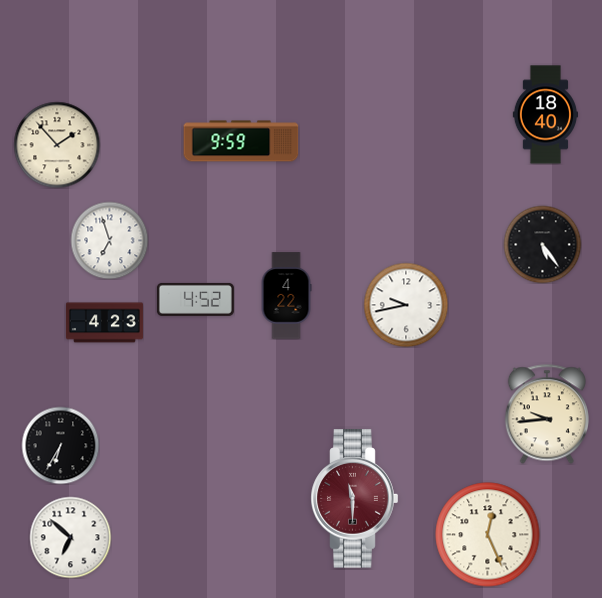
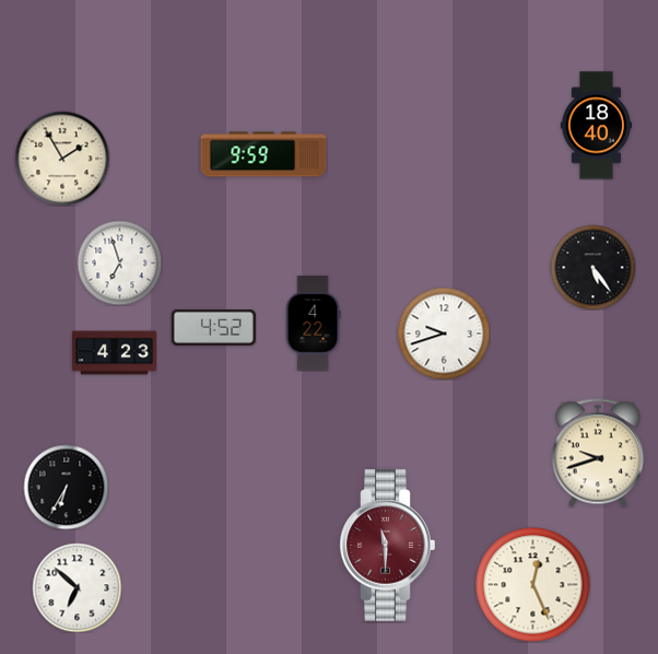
clock at (57, 145): 1:53 -> 1:55
clock at (406, 305): 9:43 -> 9:42
clock at (547, 414): 9:44 -> 9:42
